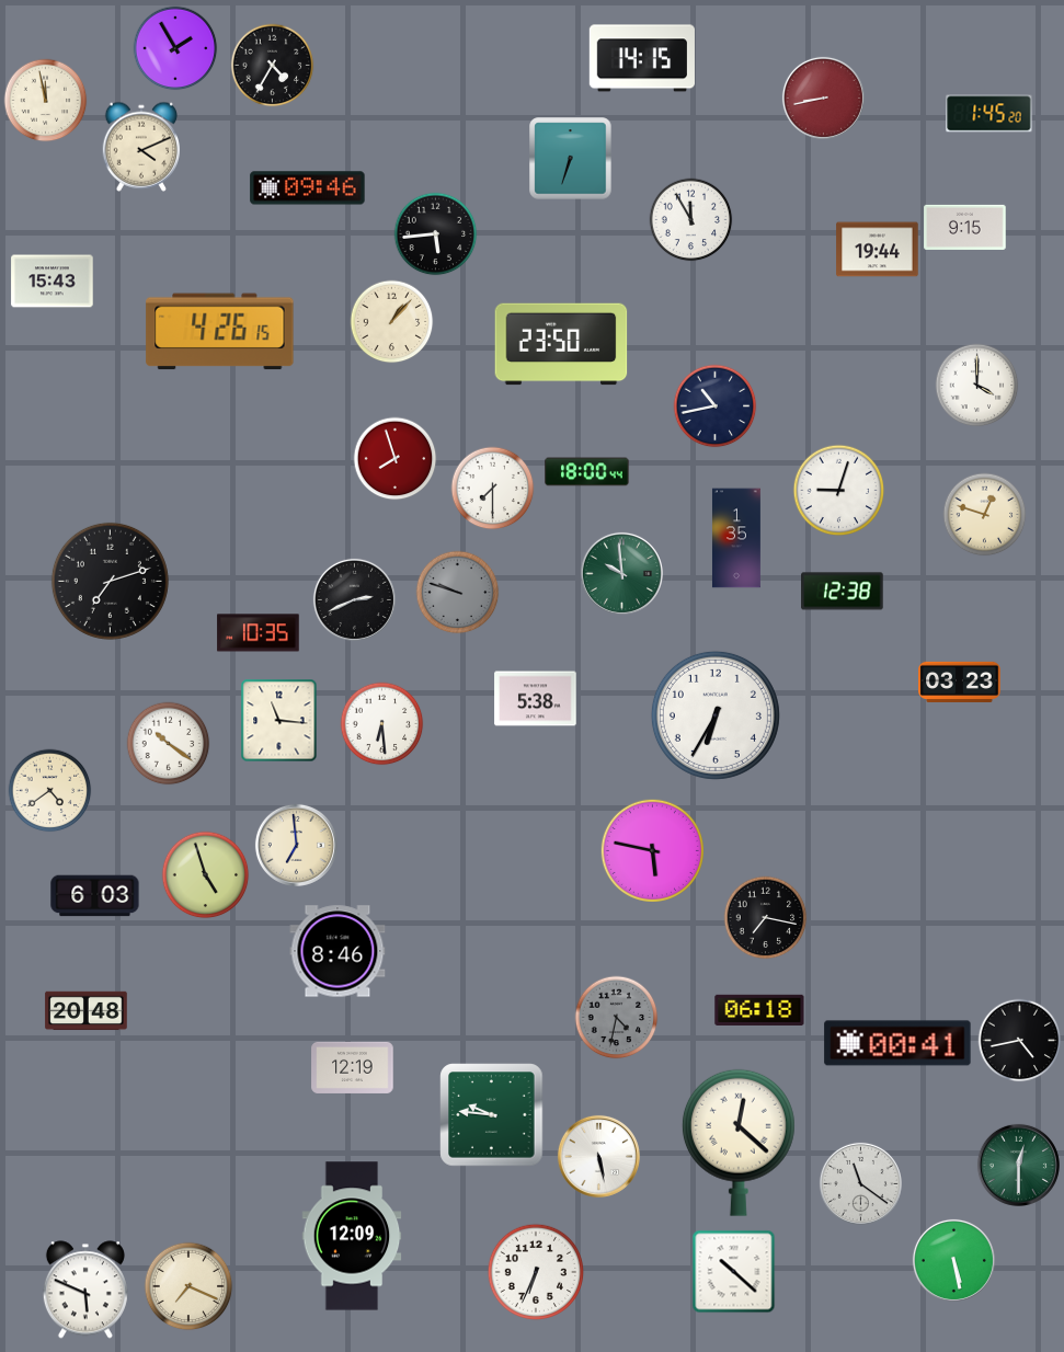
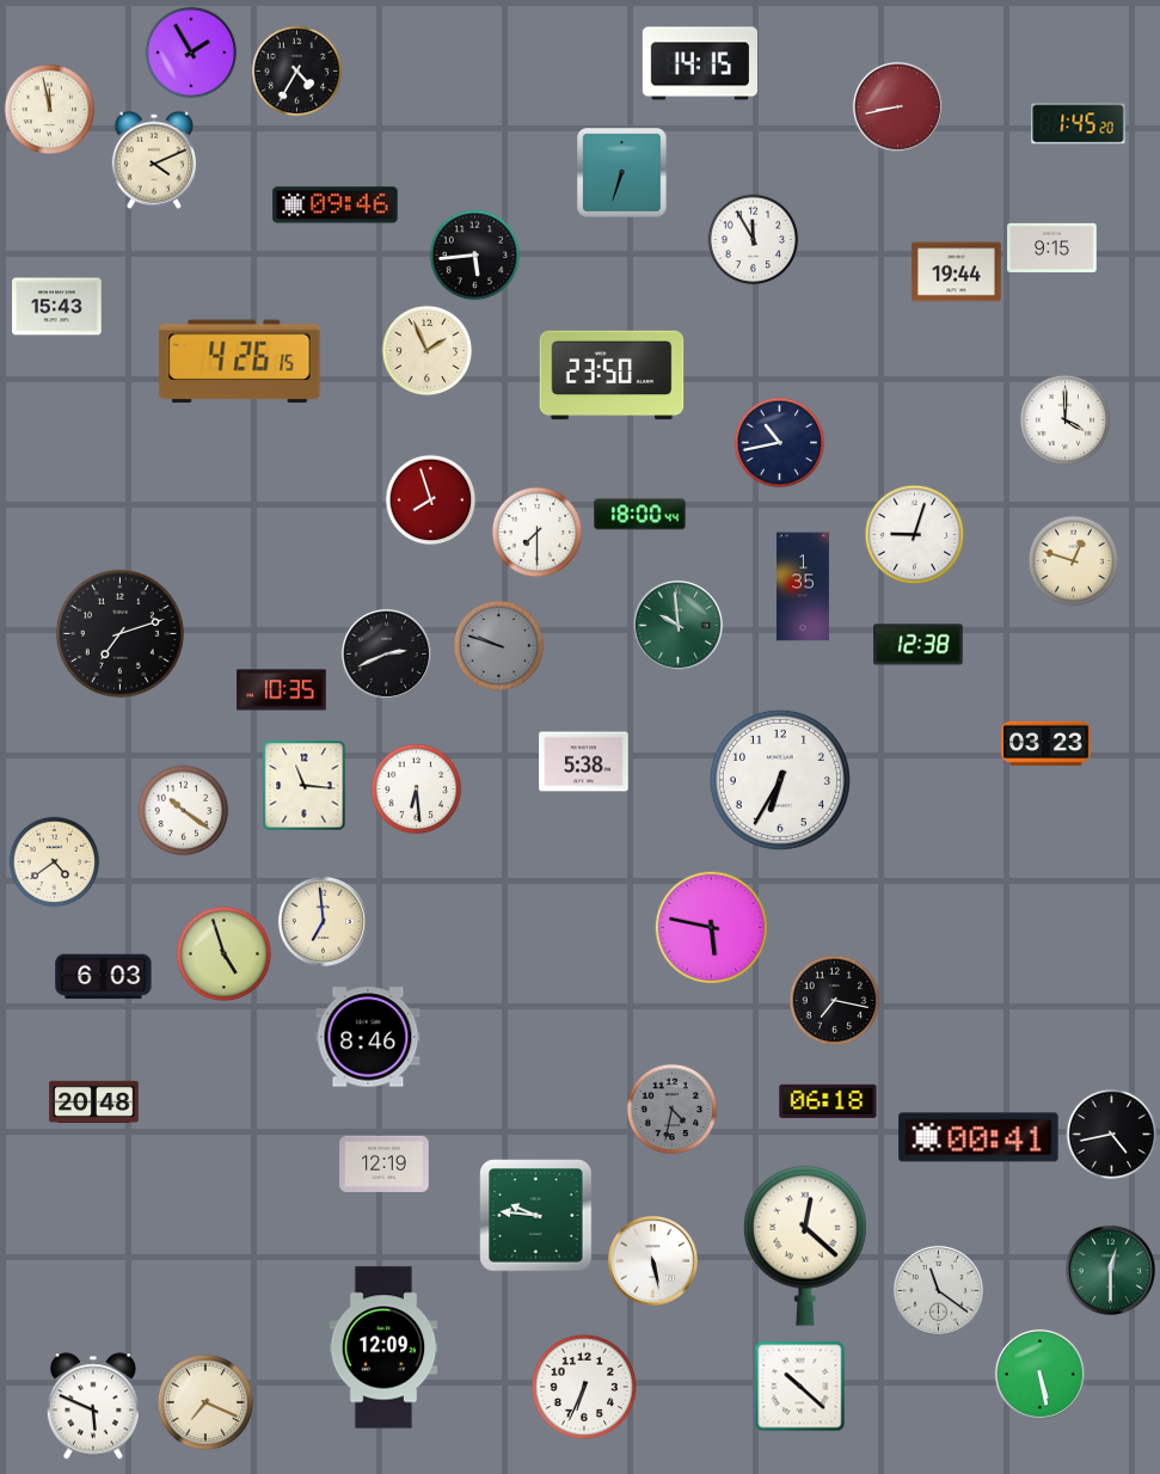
clock at (392, 322): 1:07 -> 1:56
